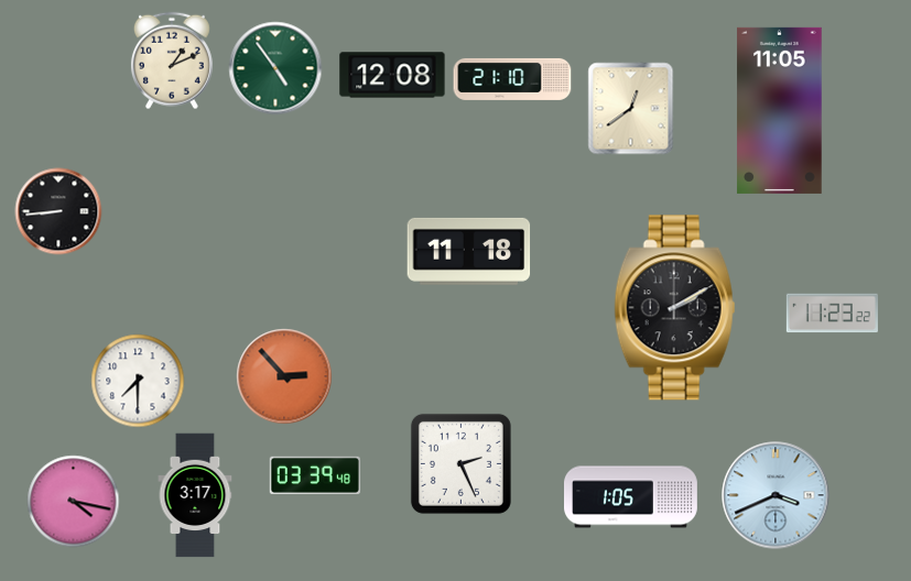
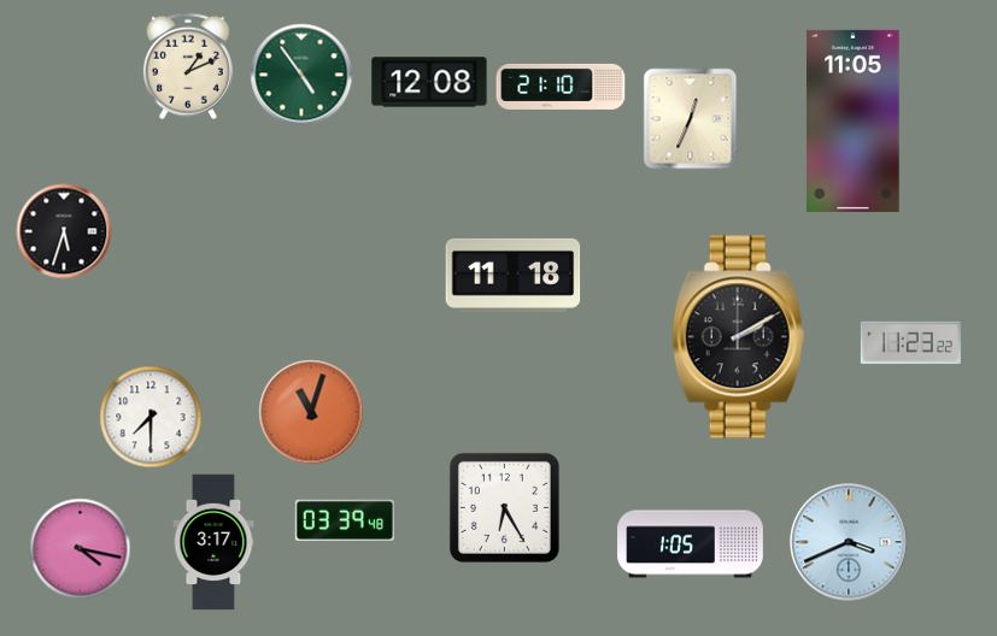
clock at (631, 109): 12:39 -> 12:34
clock at (58, 211): 8:44 -> 5:33
clock at (284, 376): 2:53 -> 11:03
clock at (460, 463): 2:26 -> 6:25
